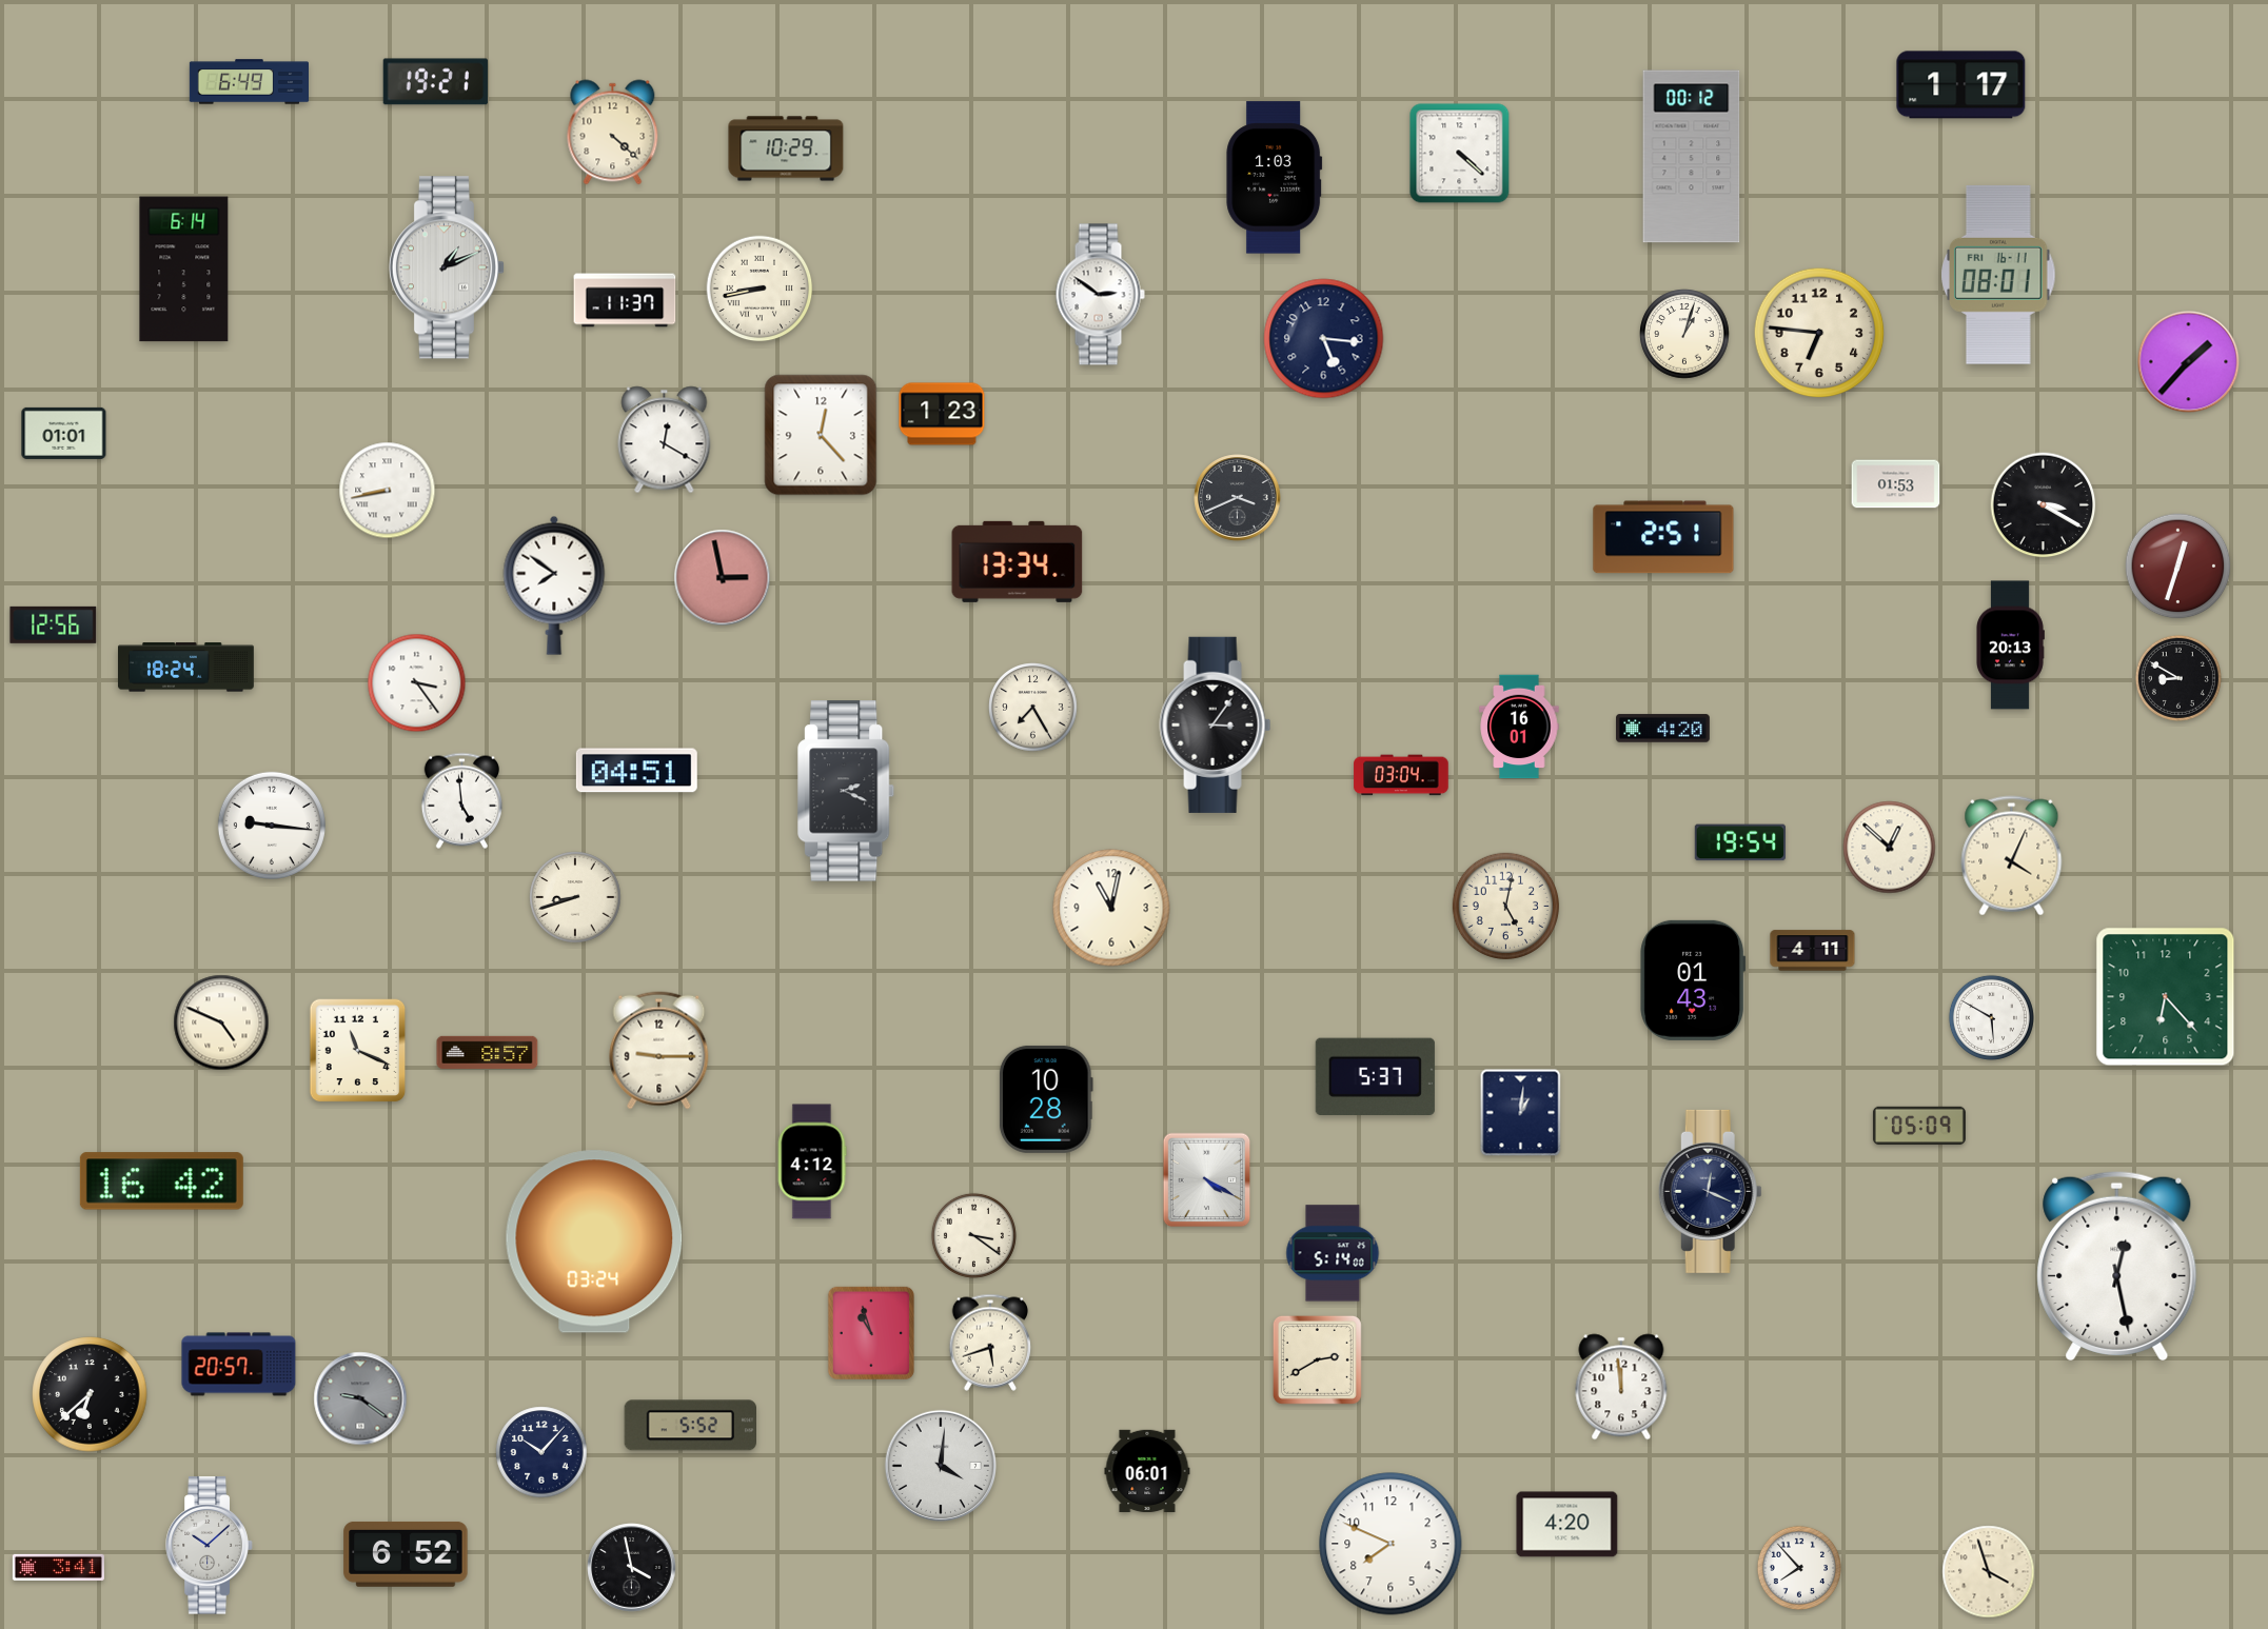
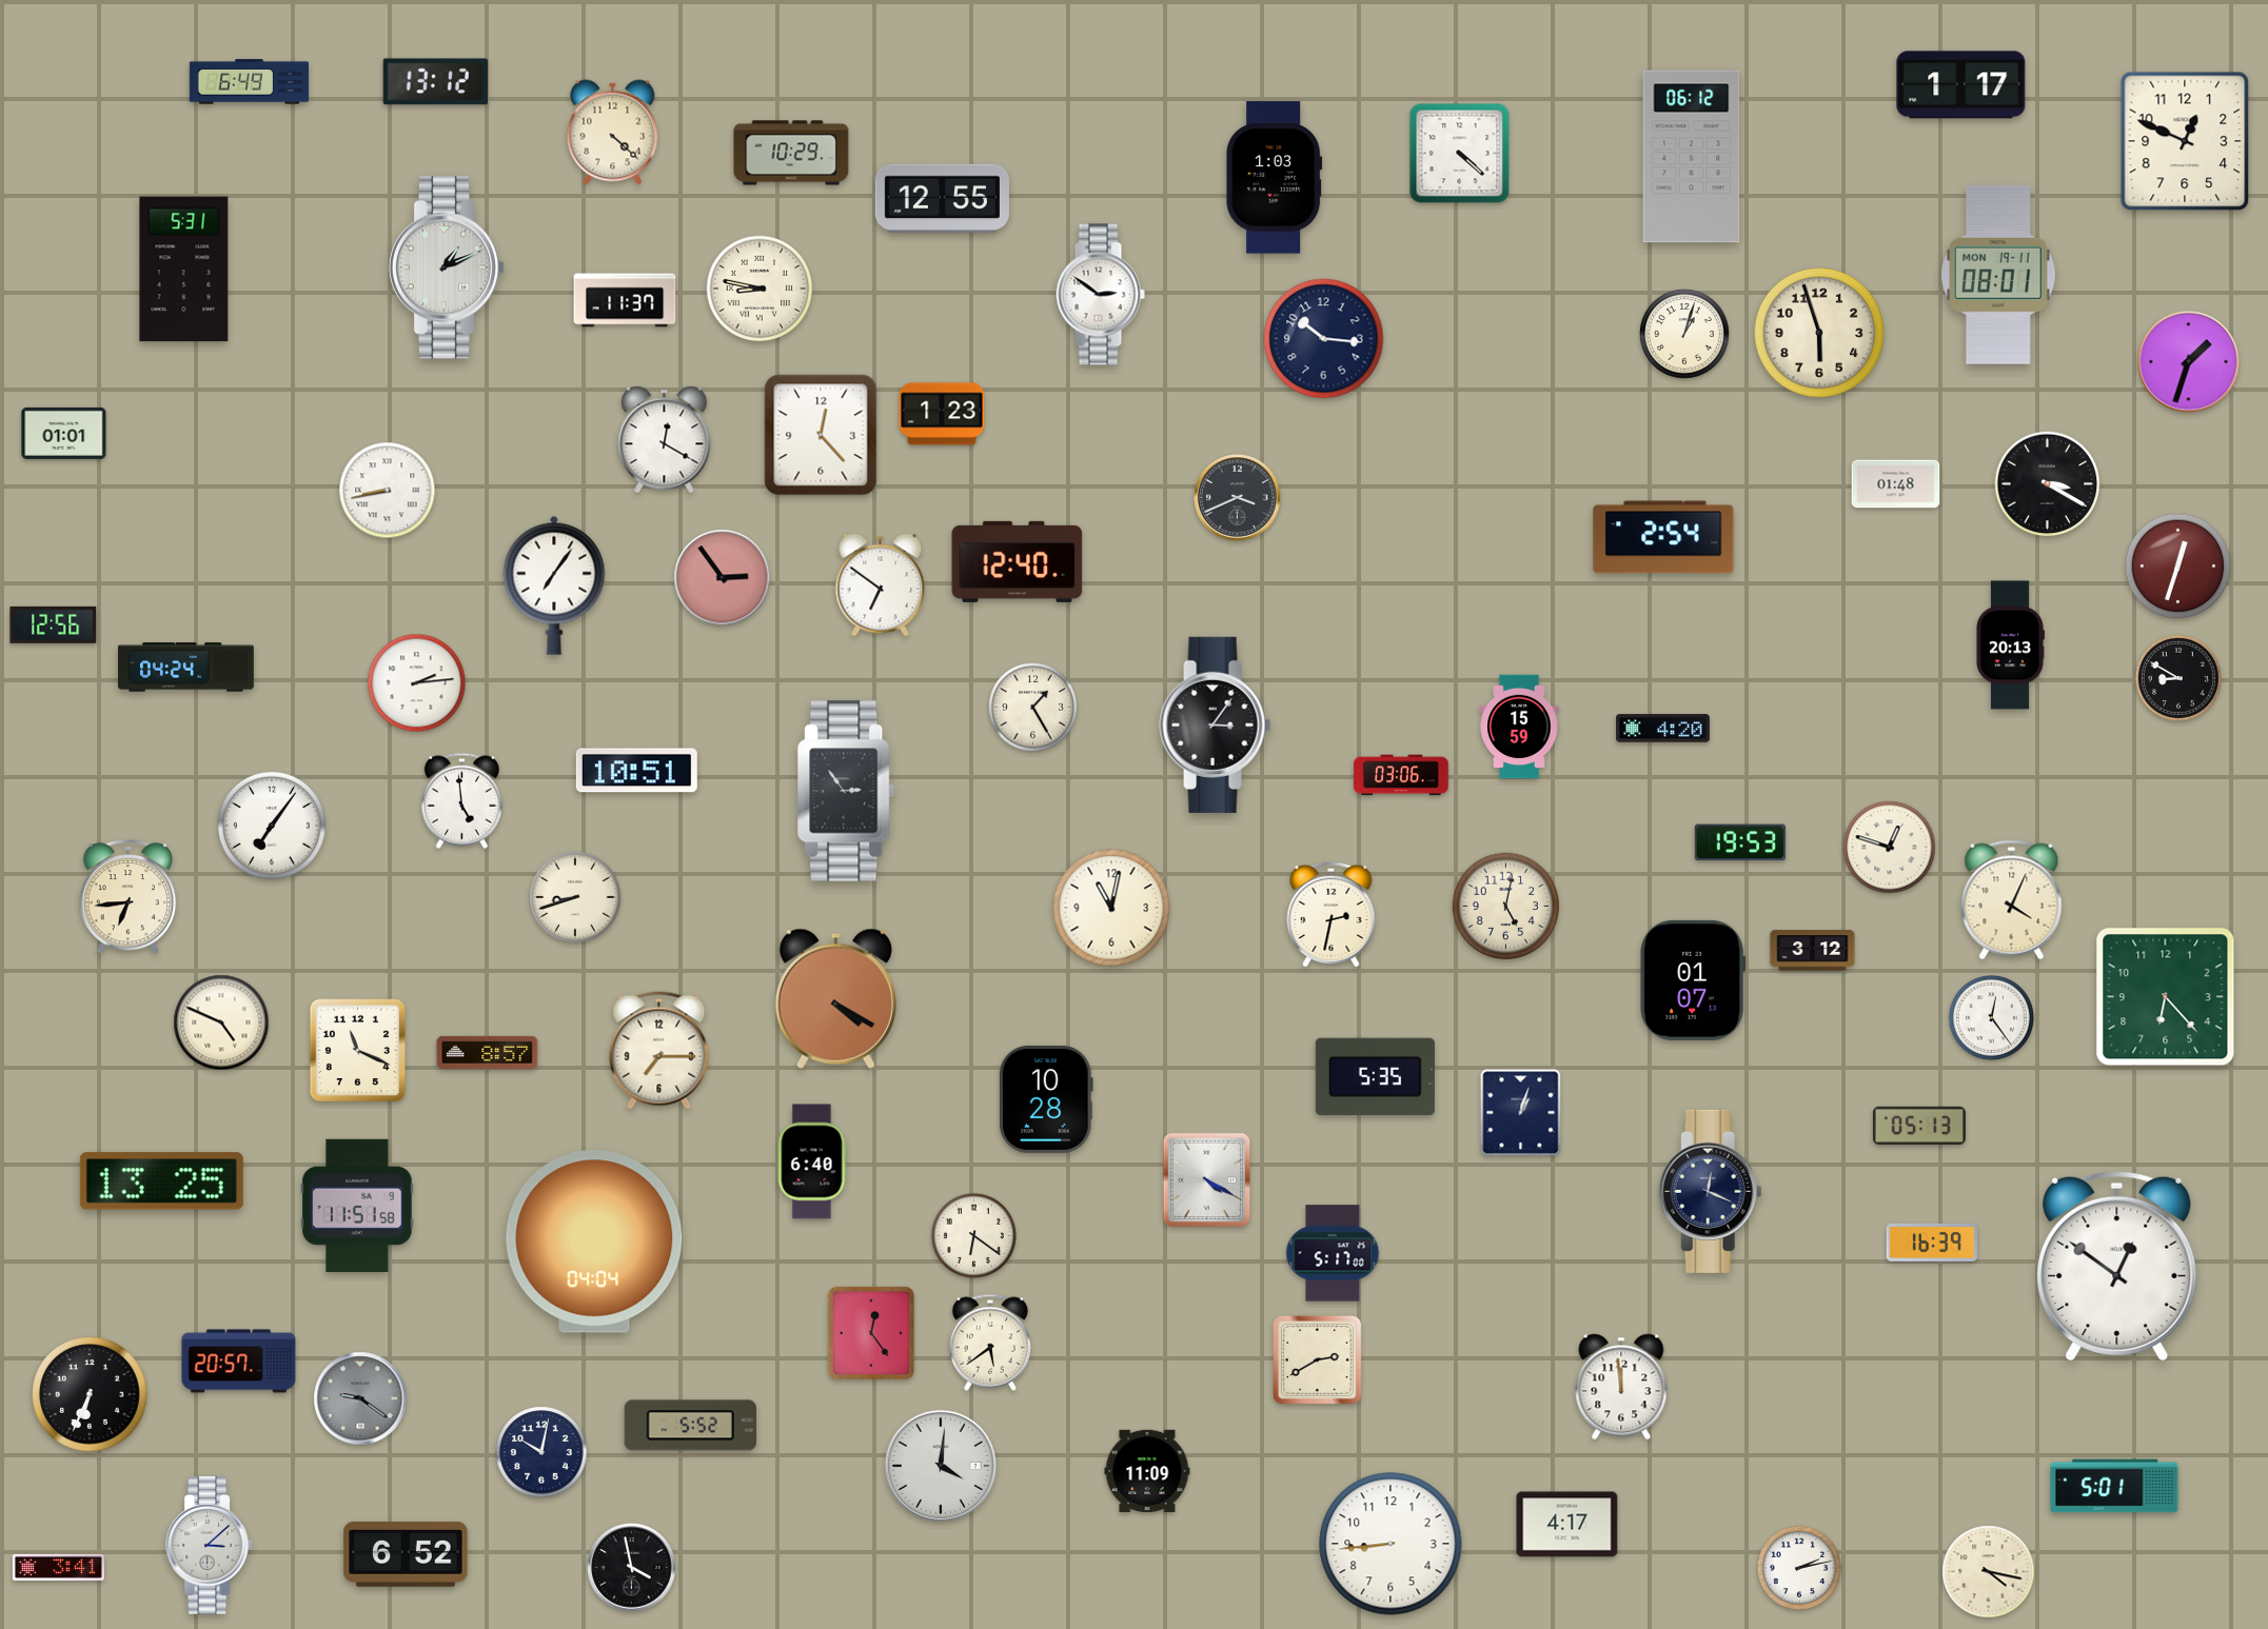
clock at (435, 82): 19:21 -> 13:12
clock at (2185, 141): none -> 12:49
clock at (786, 148) position: (786, 148) -> (791, 153)
clock at (1692, 157): 00:12 -> 06:12
clock at (942, 198): none -> 12:55
clock at (184, 270): 6:14 -> 5:31
clock at (1998, 275) date: FRI 16-11 -> MON 19-11
clock at (760, 289): 8:43 -> 8:47
clock at (1819, 333): 6:46 -> 5:57
clock at (1324, 339): 5:16 -> 10:16
clock at (2189, 362): 1:37 -> 1:33
clock at (1896, 484): 01:53 -> 01:48
clock at (2044, 505) position: (2044, 505) -> (2048, 484)
clock at (1663, 537): 2:51 -> 2:54
clock at (1018, 561): 13:34 -> 12:40
clock at (723, 578): 2:58 -> 2:54
clock at (554, 585): 7:51 -> 7:06
clock at (881, 585): none -> 6:51
clock at (185, 668): 18:24 -> 04:24
clock at (417, 683): 3:24 -> 2:14
clock at (1033, 708): 7:25 -> 1:25
clock at (1519, 727): 16:01 -> 15:59
clock at (636, 771): 04:51 -> 10:51
clock at (1401, 775): 03:04 -> 03:06
clock at (847, 791): 2:19 -> 2:54
clock at (271, 825): 9:16 -> 7:06
clock at (1740, 842): 19:54 -> 19:53
clock at (1890, 848): 12:52 -> 12:48
clock at (2012, 856) position: (2012, 856) -> (2012, 900)
clock at (129, 897): none -> 6:44
clock at (1332, 914): none -> 2:32
clock at (1813, 951): 4:11 -> 3:12
clock at (1693, 980): 01:43 -> 01:07
clock at (835, 998): none -> 4:20
clock at (1991, 1017): 5:50 -> 12:24
clock at (659, 1051): 9:15 -> 7:15
clock at (1375, 1077): 5:37 -> 5:35
clock at (1521, 1113): 1:01 -> 1:03
clock at (1919, 1126): 05:09 -> 05:13
clock at (812, 1161): 4:12 -> 6:40
clock at (161, 1181): 16:42 -> 13:25
clock at (357, 1205): none -> 11:51
clock at (973, 1235): 3:21 -> 6:21
clock at (594, 1241): 03:24 -> 04:04
clock at (1932, 1243): none -> 16:39
clock at (1333, 1253): 5:14 -> 5:17
clock at (2117, 1266): 12:28 -> 12:51
clock at (871, 1333): 10:57 -> 12:24
clock at (990, 1343): 5:42 -> 5:39
clock at (239, 1365) position: (239, 1365) -> (239, 1362)
clock at (90, 1394): 6:38 -> 6:34
clock at (541, 1452): 10:07 -> 10:02
clock at (1147, 1471): 06:01 -> 11:09
clock at (2114, 1486): none -> 5:01
clock at (1567, 1525): 4:20 -> 4:17
clock at (1391, 1544): 7:49 -> 8:44
clock at (210, 1546): 10:08 -> 3:08
clock at (1798, 1567): 7:53 -> 2:13
clock at (1989, 1572): 3:57 -> 4:17
